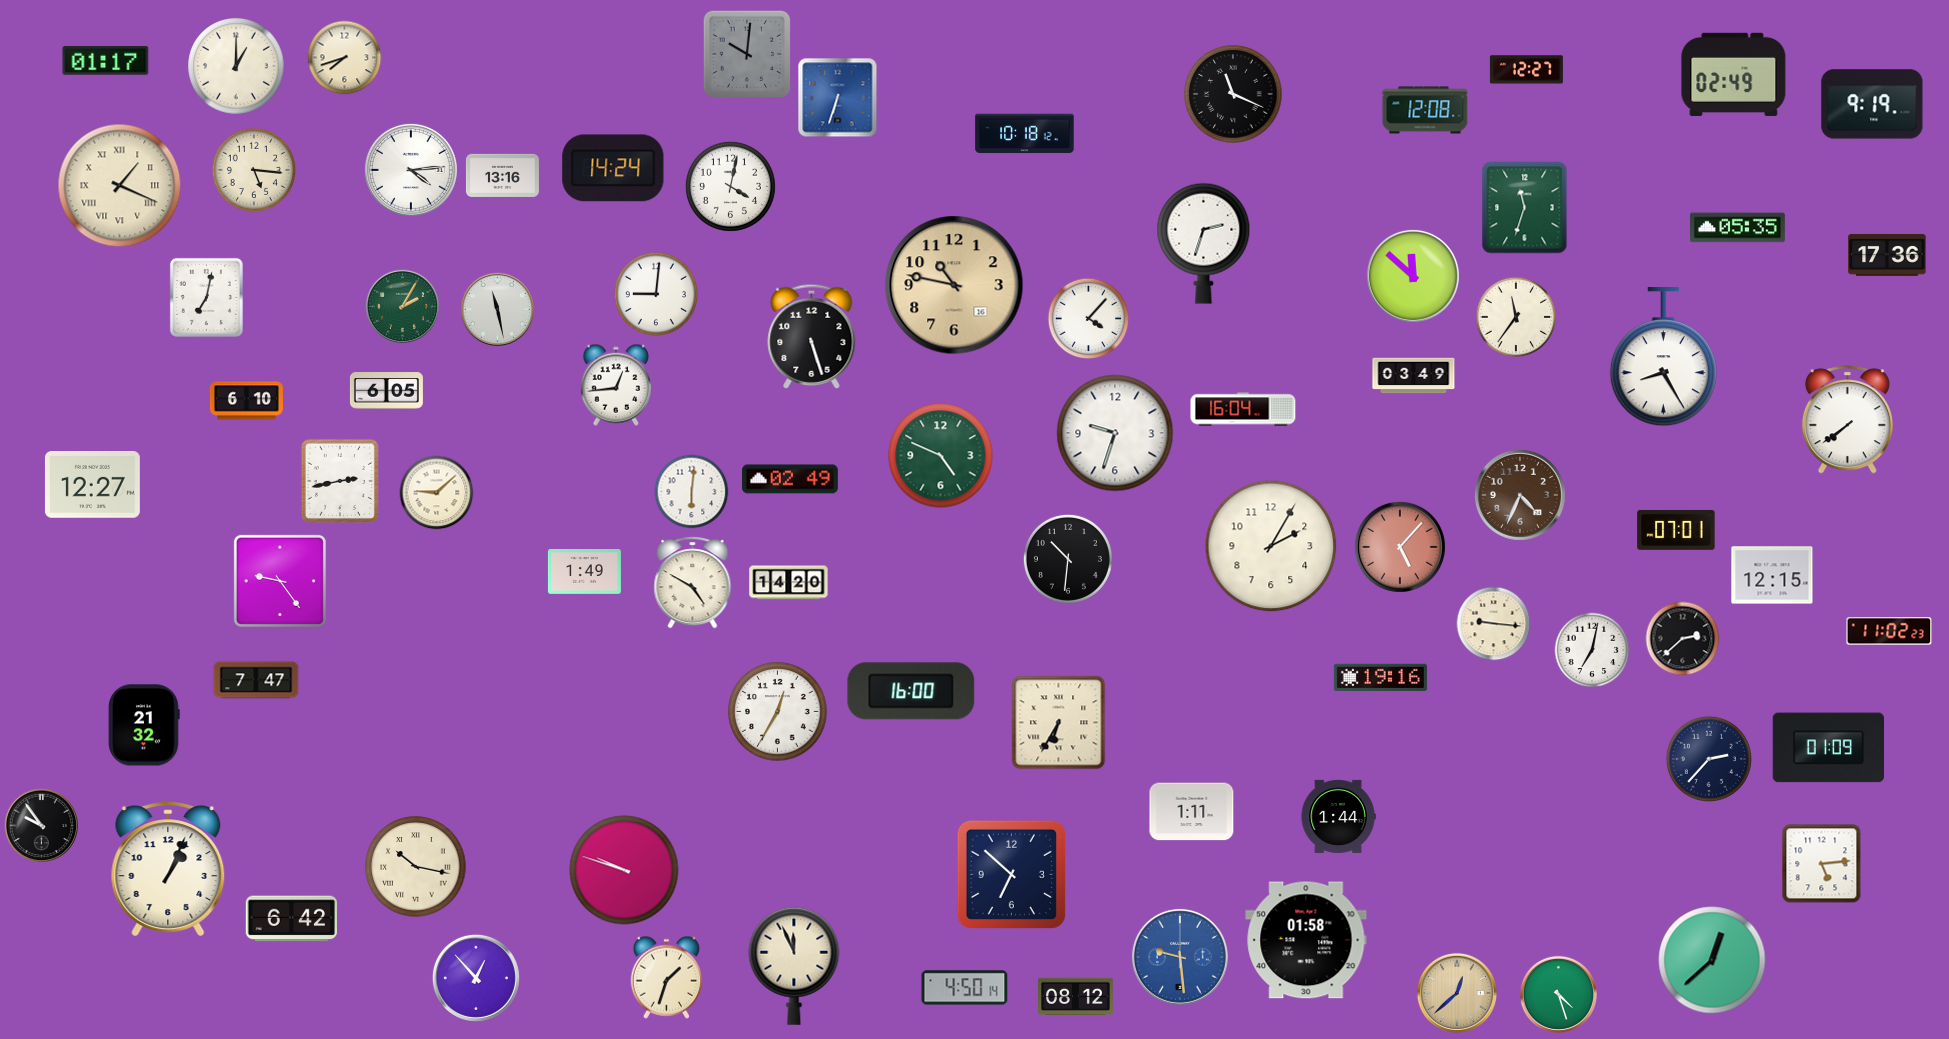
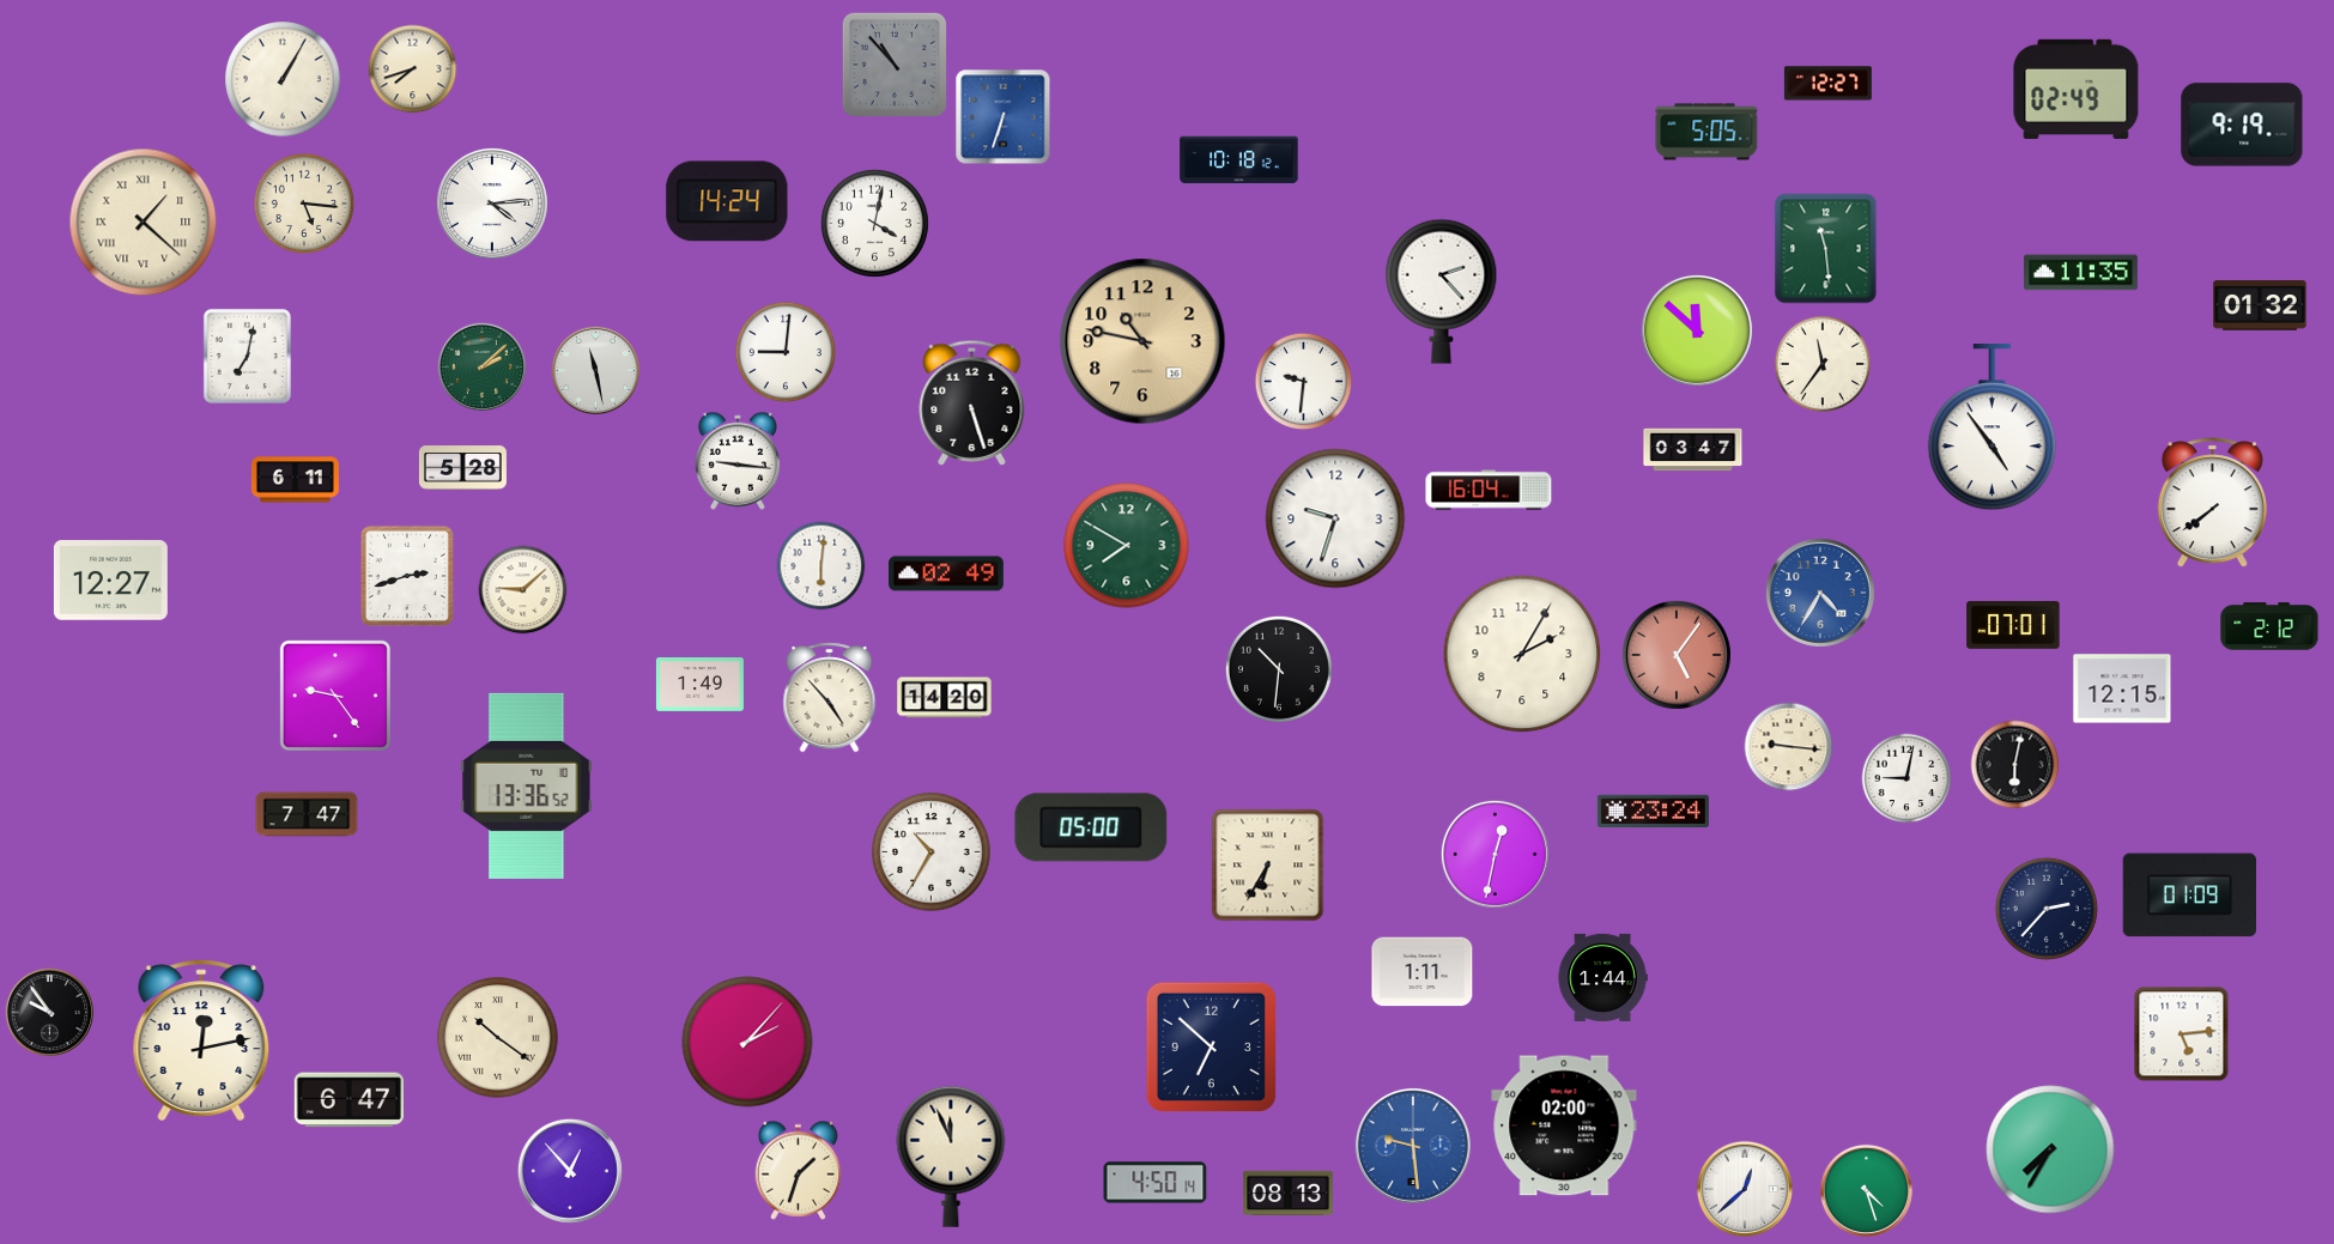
clock at (747, 54): 10:01 -> 10:53
clock at (106, 61): 01:17 -> none
clock at (236, 66): 1:00 -> 1:05
clock at (1233, 94): 11:19 -> none
clock at (1425, 110): 12:08 -> 5:05
clock at (1025, 134) position: (1025, 134) -> (1239, 160)
clock at (613, 168) position: (613, 168) -> (727, 201)
clock at (502, 175): 13:16 -> none
clock at (120, 186): 1:19 -> 1:22
clock at (1525, 208): 11:33 -> 11:29
clock at (1737, 228): 05:35 -> 11:35
clock at (1204, 243): 2:33 -> 2:23
clock at (1887, 255): 17:36 -> 01:32
clock at (1413, 276) position: (1413, 276) -> (1697, 330)
clock at (402, 306): 2:05 -> 2:08
clock at (1516, 317) position: (1516, 317) -> (1823, 364)
clock at (1089, 319): 4:07 -> 9:31
clock at (1663, 357): 8:25 -> 4:54
clock at (1414, 376): 03:49 -> 03:47
clock at (615, 385): 12:44 -> 9:16
clock at (386, 391): 6:05 -> 5:28
clock at (246, 401): 6:10 -> 6:11
clock at (941, 456): 4:49 -> 7:50
clock at (340, 481): 2:43 -> 2:42
clock at (692, 492) position: (692, 492) -> (822, 566)
clock at (1520, 495): 4:34 -> 4:35
clock at (1520, 495) dial: brown -> blue
clock at (2269, 626): none -> 2:12
clock at (1676, 530) position: (1676, 530) -> (2013, 625)
clock at (1400, 547): 5:07 -> 5:06
clock at (693, 583): 4:50 -> 4:53
clock at (1889, 631): 11:02 -> none
clock at (1683, 639): 2:38 -> 6:02
clock at (1592, 650): 7:02 -> 9:02
clock at (527, 785): none -> 13:36
clock at (1380, 678): 19:16 -> 23:24
clock at (911, 691): 16:00 -> 05:00
clock at (778, 712): 12:35 -> 10:35
clock at (1495, 854): none -> 12:32
clock at (144, 725): 21:32 -> none
clock at (1192, 812) position: (1192, 812) -> (1423, 972)
clock at (41, 825) position: (41, 825) -> (49, 1012)
clock at (416, 867): 10:17 -> 10:21
clock at (168, 869): 1:04 -> 12:13
clock at (624, 870): 9:48 -> 2:07
clock at (291, 919): 6:42 -> 6:47
clock at (1306, 940): 01:58 -> 02:00
clock at (1712, 960): 12:38 -> 7:35
clock at (1457, 993) dial: champagne -> white
clock at (1076, 997): 08:12 -> 08:13
